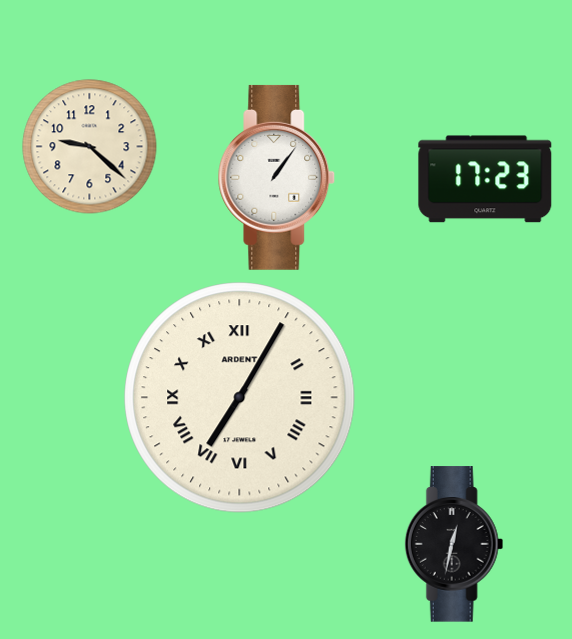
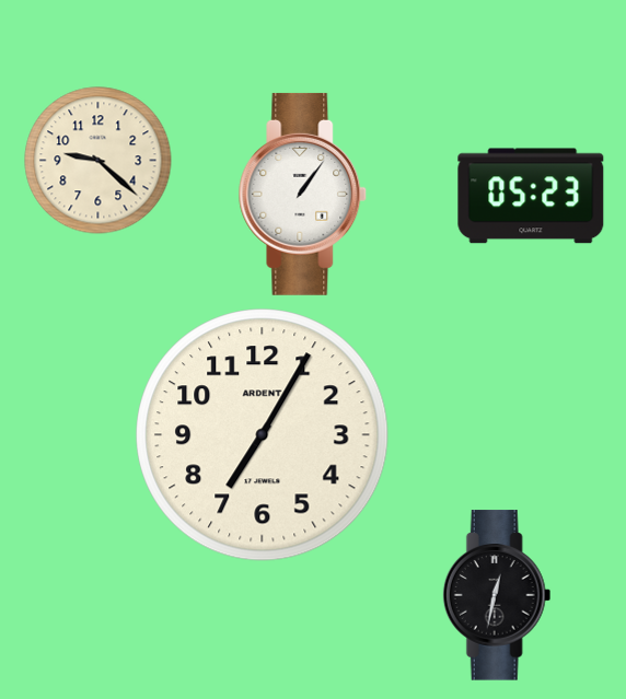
clock at (485, 179): 17:23 -> 05:23
clock at (240, 398) numerals: Roman -> Arabic
